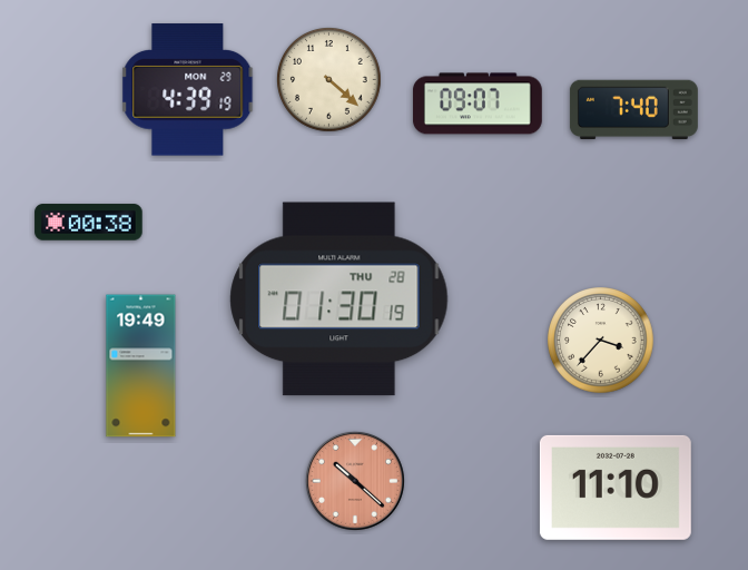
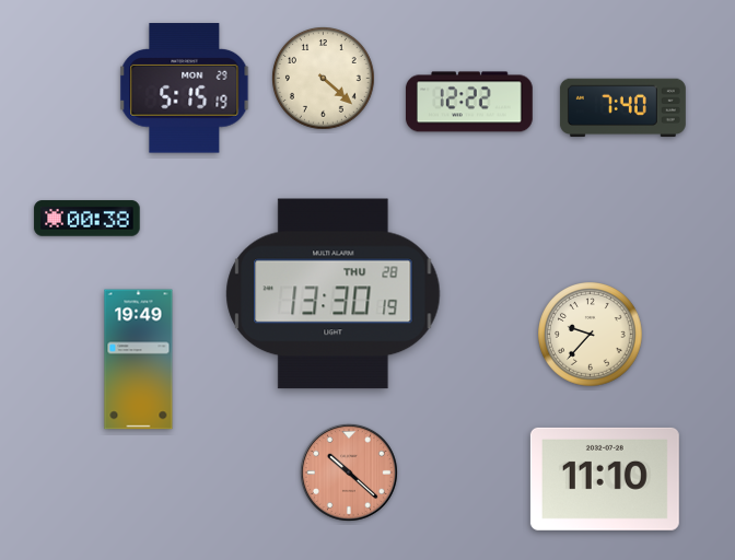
clock at (188, 90): 4:39 -> 5:15
clock at (478, 104): 09:07 -> 12:22
clock at (339, 299): 01:30 -> 13:30
clock at (601, 341): 3:37 -> 9:37
